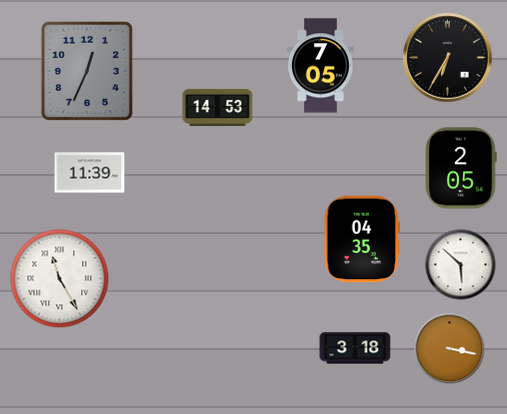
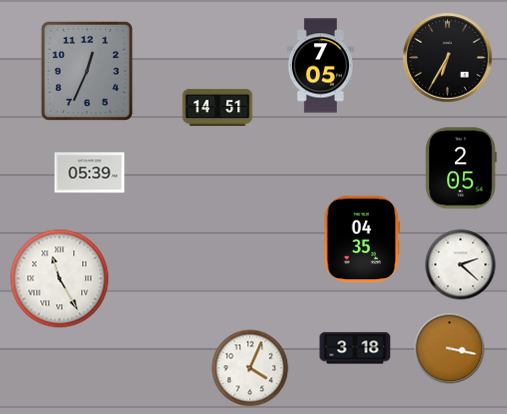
clock at (218, 107): 14:53 -> 14:51
clock at (90, 173): 11:39 -> 05:39
clock at (461, 265): 5:52 -> 2:22
clock at (250, 368): none -> 4:04
